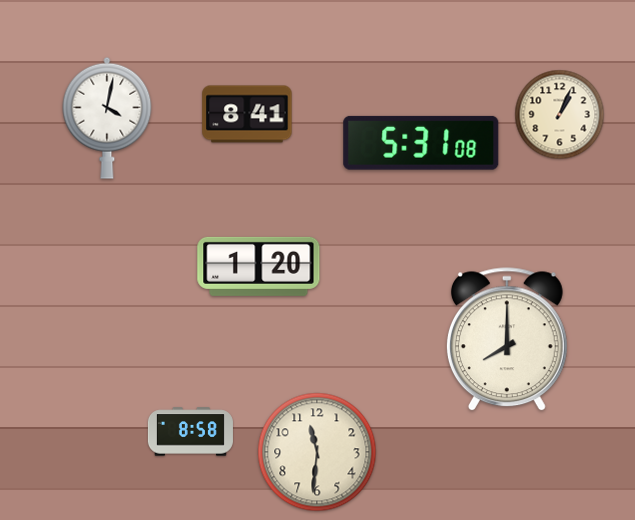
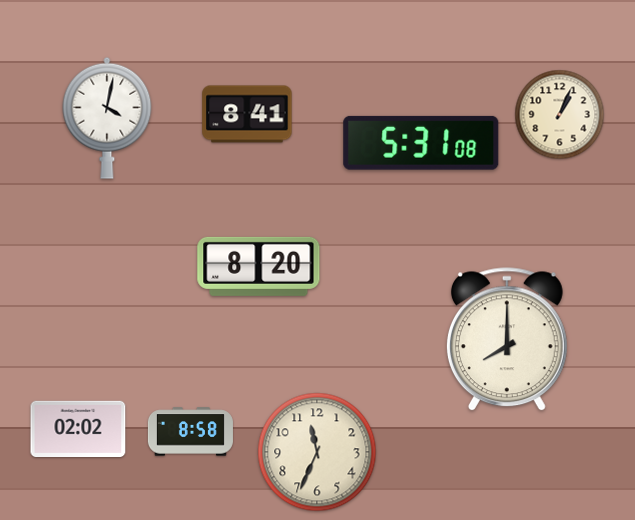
clock at (259, 266): 1:20 -> 8:20
clock at (78, 428): none -> 02:02
clock at (317, 452): 11:31 -> 11:34
